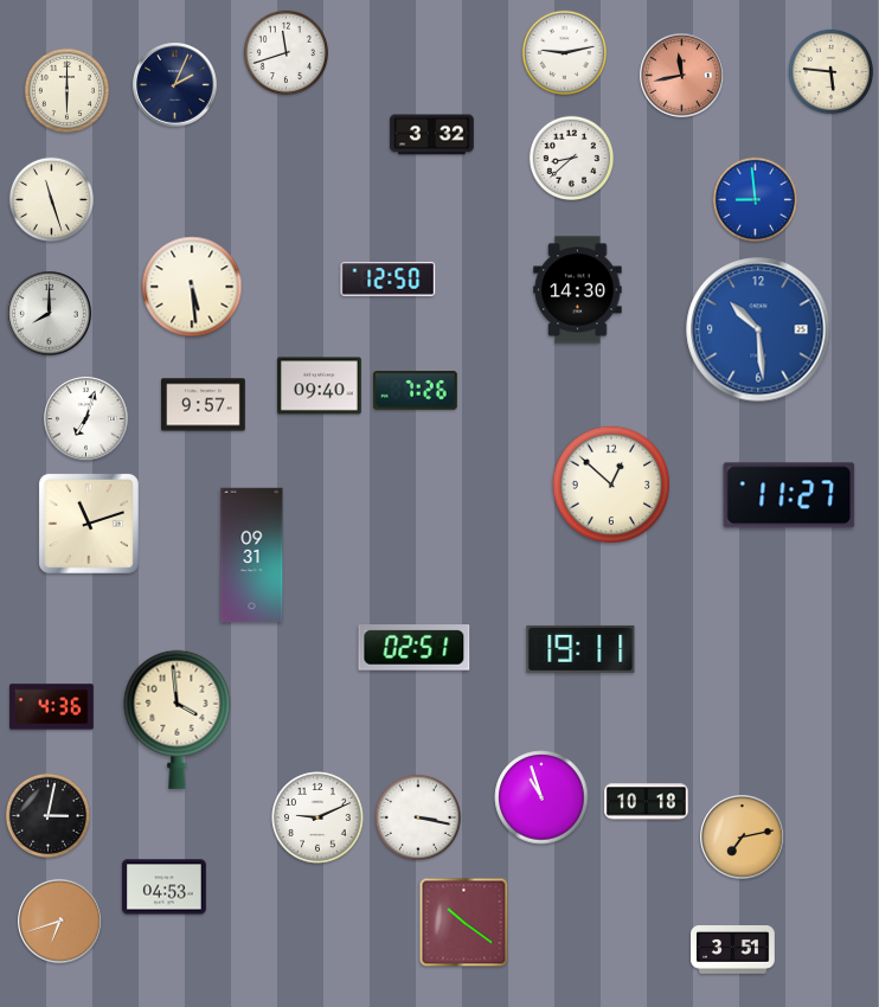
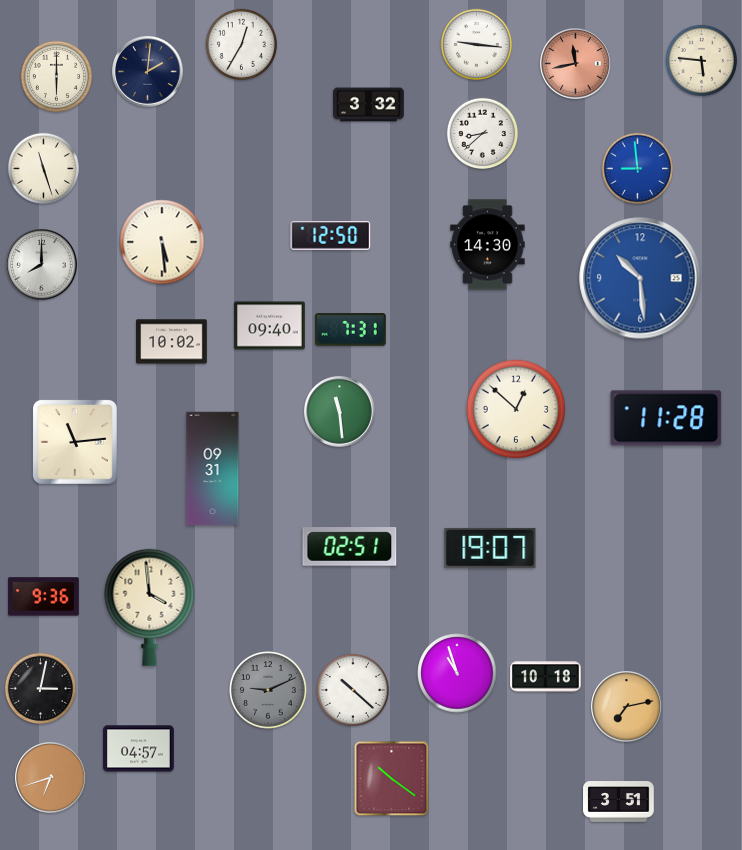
clock at (285, 52): 11:42 -> 12:35
clock at (564, 52): 9:13 -> 9:16
clock at (175, 85): 2:04 -> 2:01
clock at (432, 135) position: (432, 135) -> (369, 105)
clock at (389, 280) position: (389, 280) -> (331, 236)
clock at (416, 391): 7:26 -> 7:31
clock at (204, 405): 9:57 -> 10:02
clock at (86, 419): 7:03 -> none
clock at (340, 412): none -> 11:29
clock at (789, 495): 11:27 -> 11:28
clock at (89, 524): 11:12 -> 11:14
clock at (580, 649): 19:11 -> 19:07
clock at (52, 707): 4:36 -> 9:36
clock at (317, 817) dial: white -> grey
clock at (418, 817): 3:17 -> 10:22
clock at (165, 887): 04:53 -> 04:57
